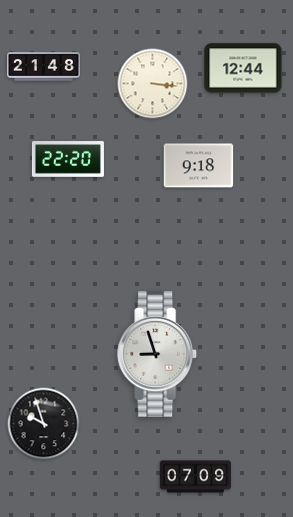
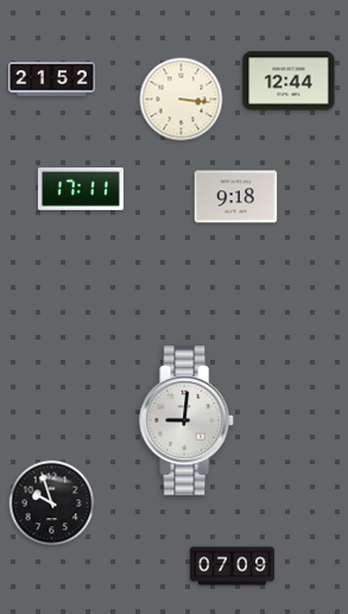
clock at (44, 67): 21:48 -> 21:52
clock at (68, 160): 22:20 -> 17:11
clock at (158, 355): 8:57 -> 9:01
